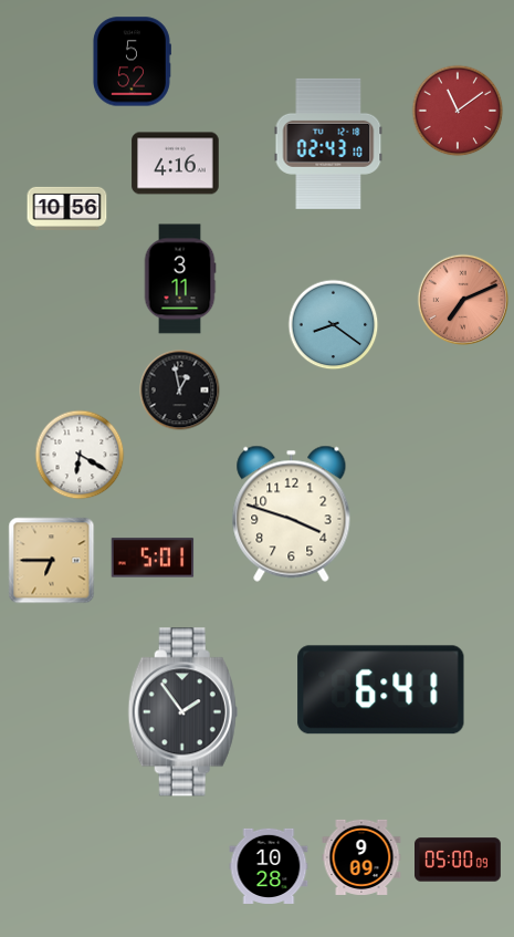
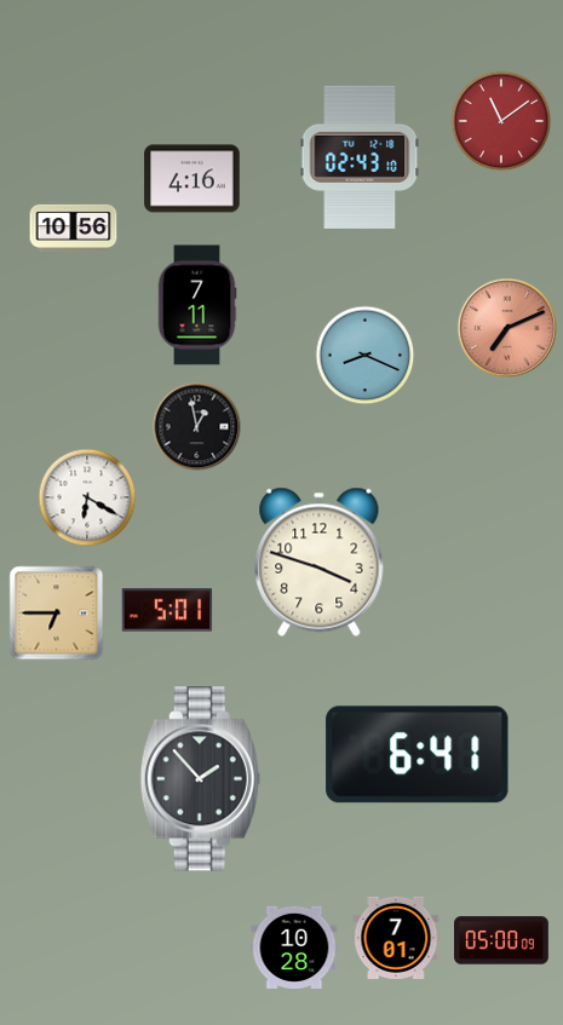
clock at (132, 62): 5:52 -> none
clock at (180, 279): 3:11 -> 7:11
clock at (334, 325): 8:21 -> 8:19
clock at (182, 712): 1:54 -> 1:53
clock at (361, 857): 9:09 -> 7:01
